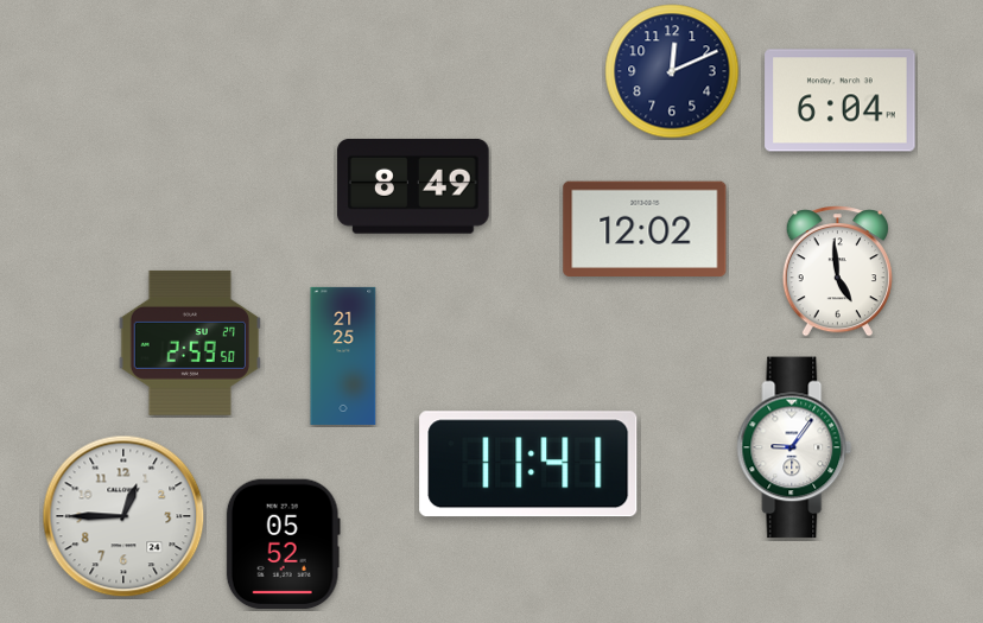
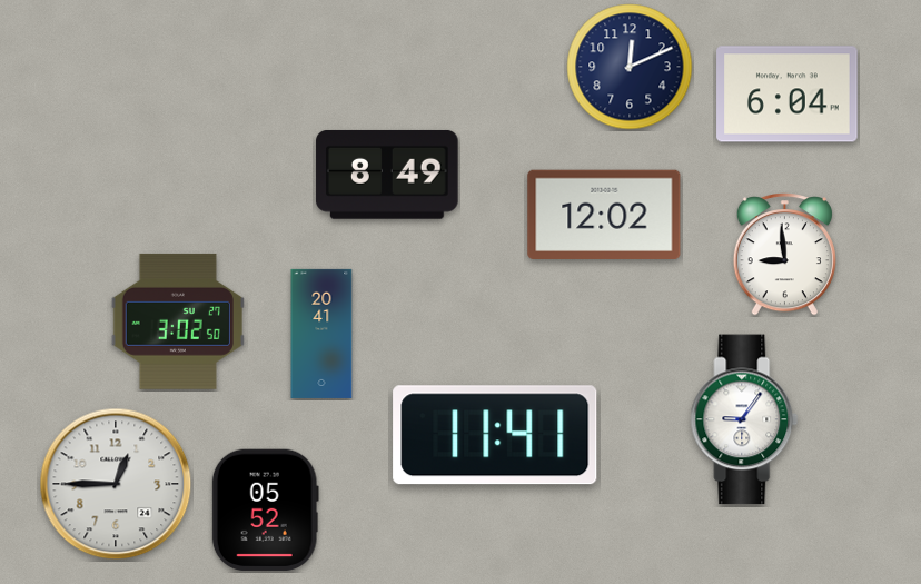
clock at (837, 272): 4:59 -> 8:59
clock at (190, 343): 2:59 -> 3:02
clock at (343, 356): 21:25 -> 20:41
